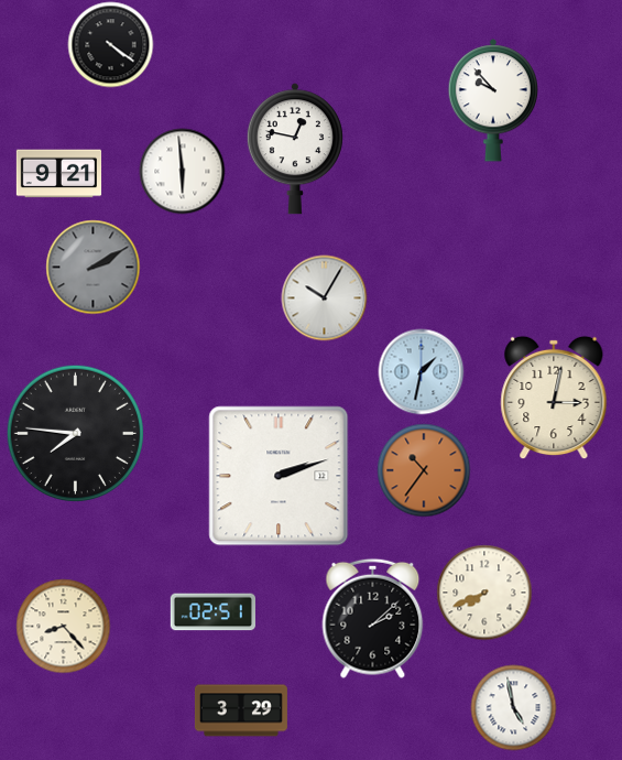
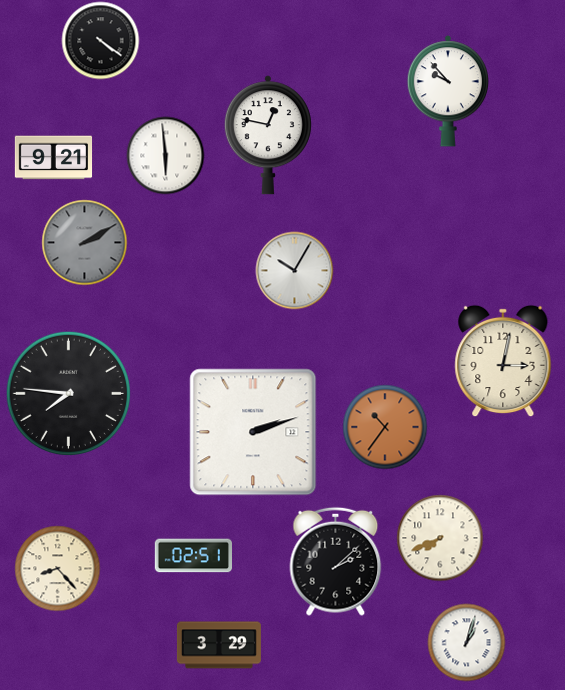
clock at (421, 371): 1:32 -> none
clock at (373, 618) position: (373, 618) -> (336, 561)
clock at (513, 707): 4:58 -> 1:03
